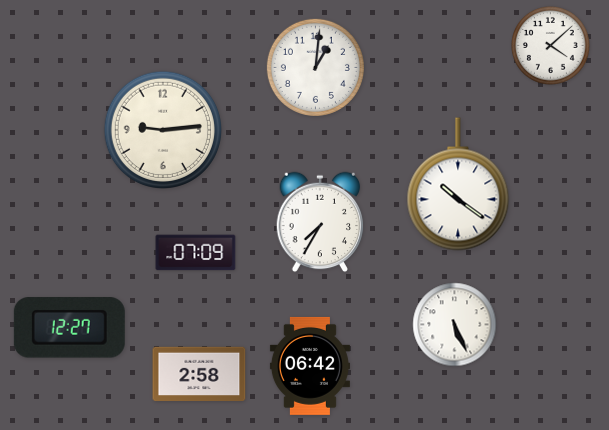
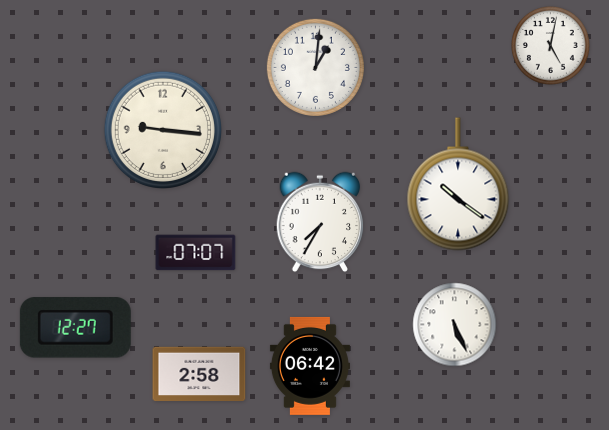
clock at (551, 46): 4:08 -> 5:02
clock at (162, 129): 9:14 -> 9:16
clock at (196, 253): 07:09 -> 07:07
clock at (69, 328) position: (69, 328) -> (75, 328)
